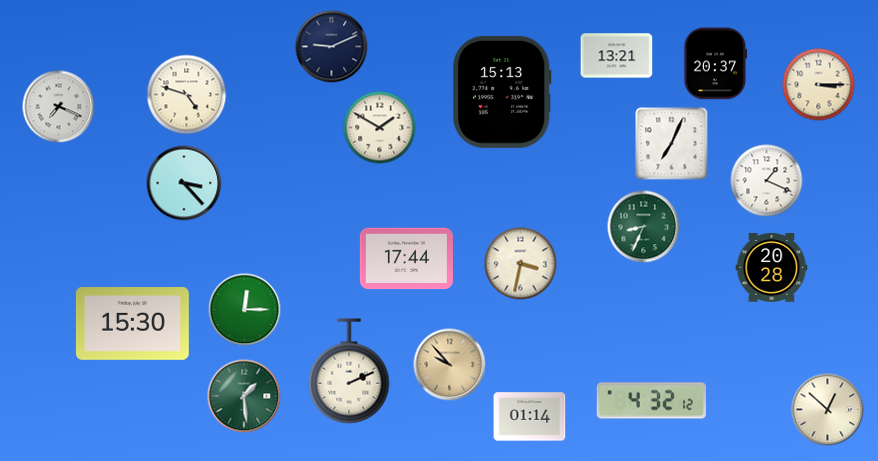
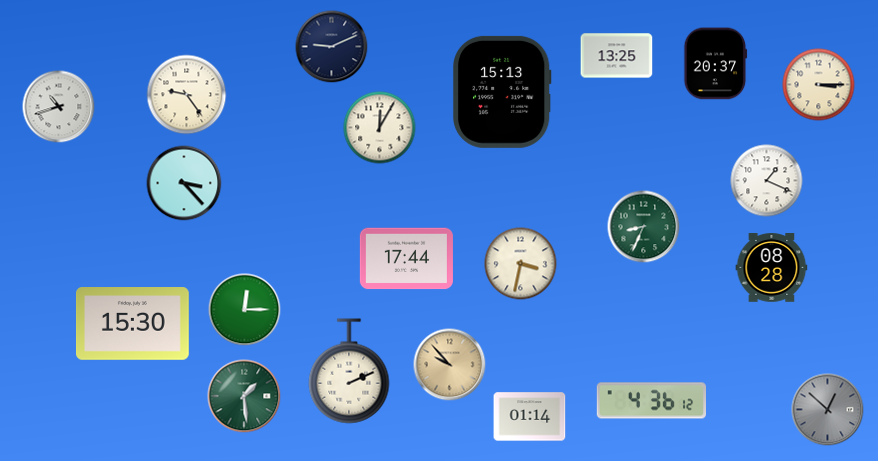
clock at (617, 56): 13:21 -> 13:25
clock at (187, 95): 4:48 -> 9:24
clock at (59, 107): 7:19 -> 10:42
clock at (380, 128): 1:50 -> 12:05
clock at (672, 144): 7:04 -> none
clock at (772, 268): 20:28 -> 08:28
clock at (651, 401): 4:32 -> 4:36
clock at (828, 410) dial: cream -> grey
